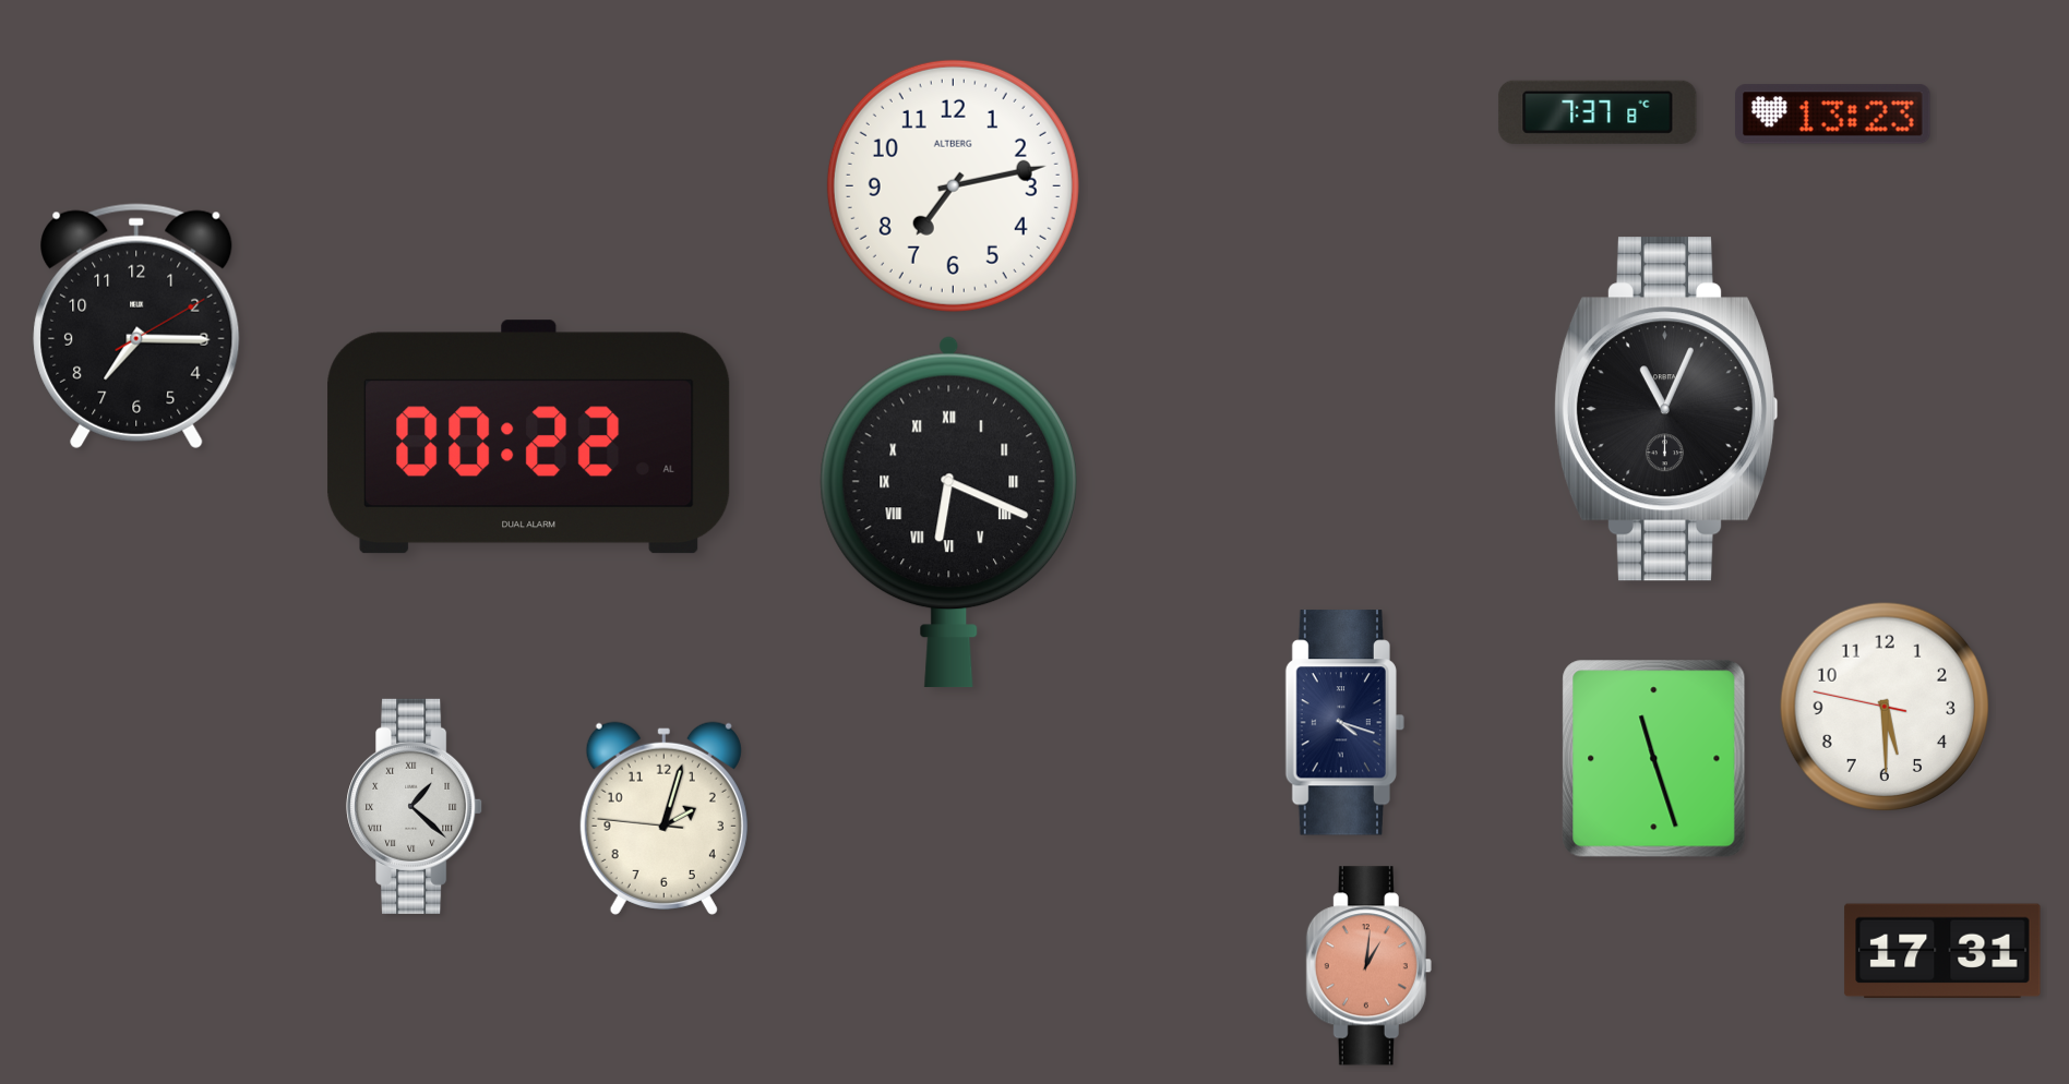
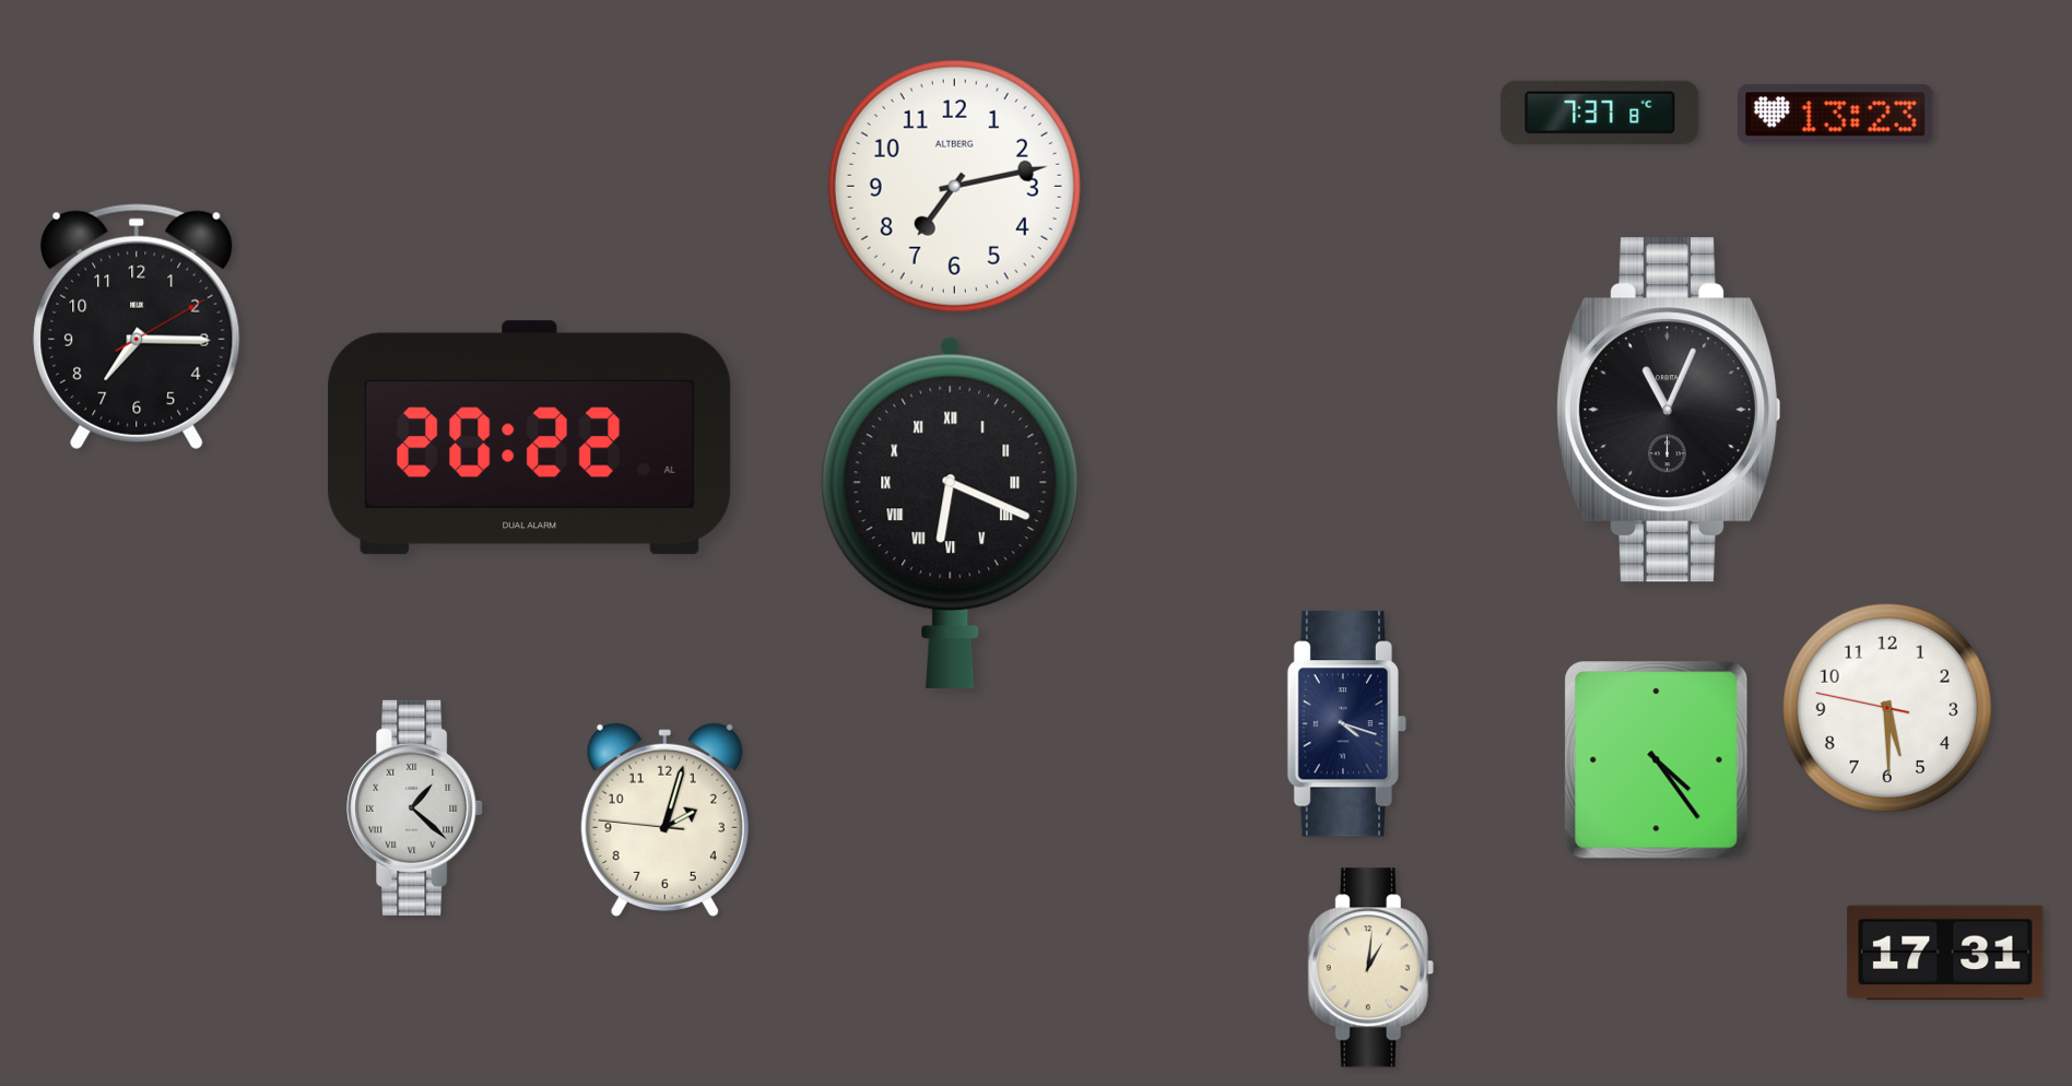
clock at (529, 437): 00:22 -> 20:22
clock at (1654, 759): 11:27 -> 4:24
clock at (1368, 966) dial: salmon -> cream
